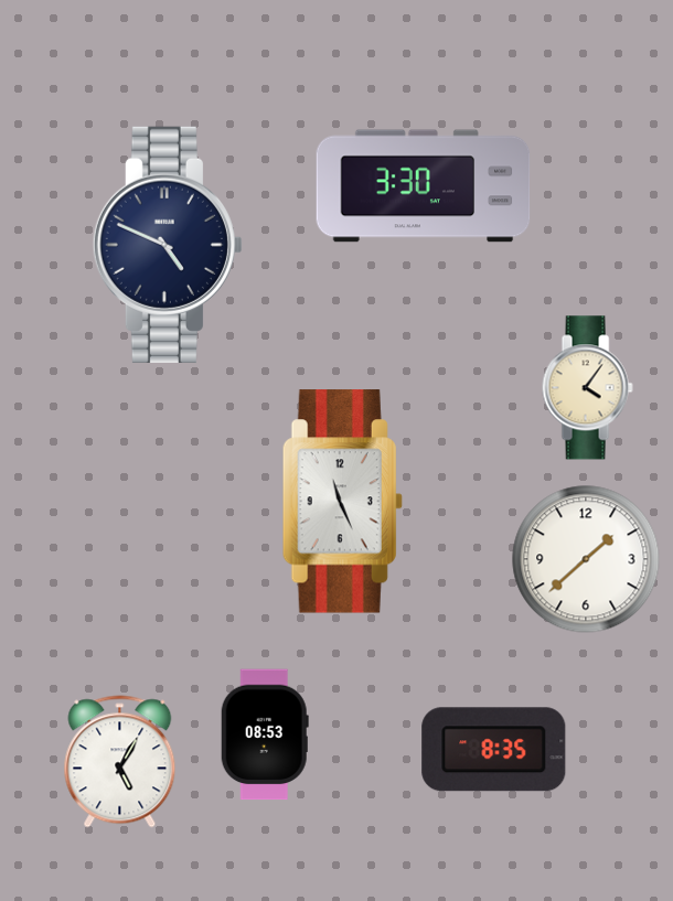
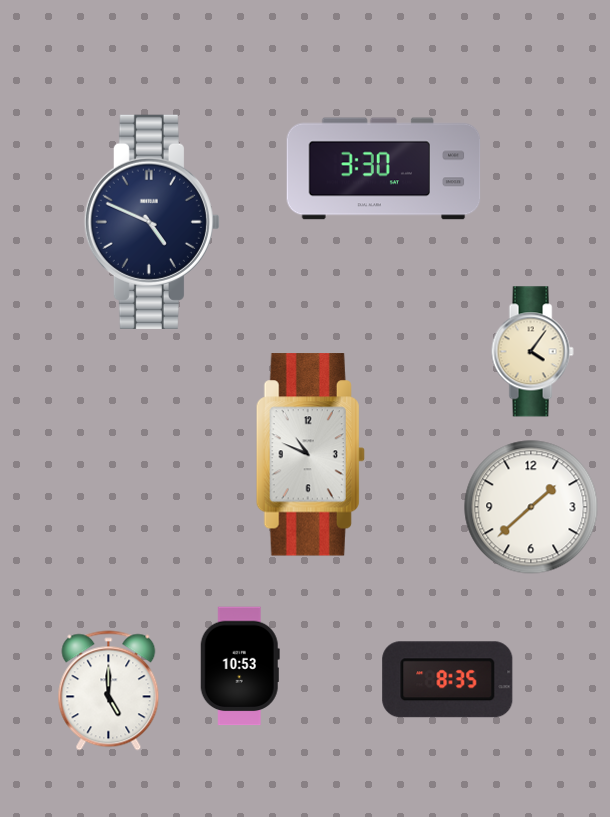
clock at (342, 502): 11:26 -> 10:49
clock at (265, 734): 08:53 -> 10:53
clock at (120, 762): 5:05 -> 5:00
